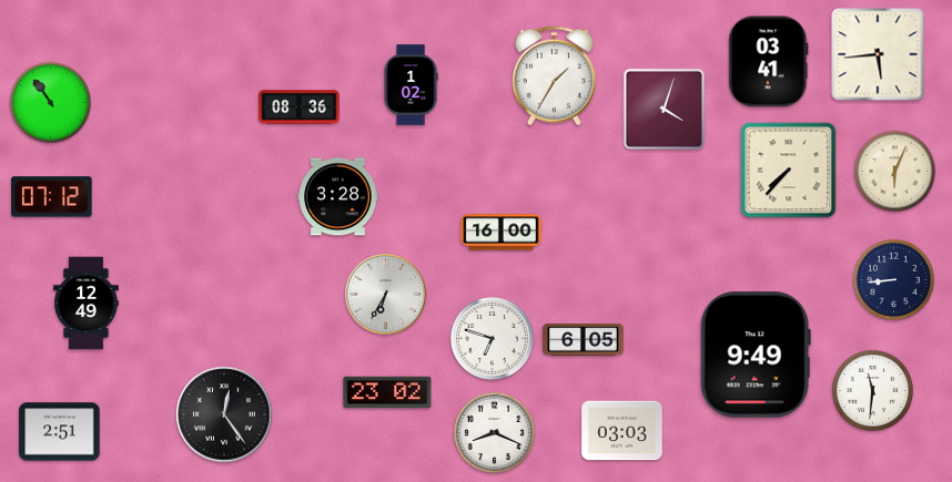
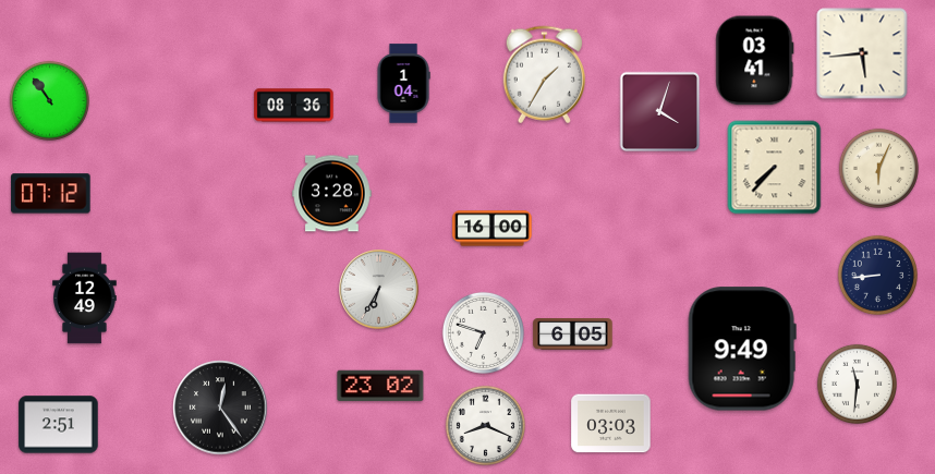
clock at (411, 85): 1:02 -> 1:04
clock at (665, 110) position: (665, 110) -> (660, 112)
